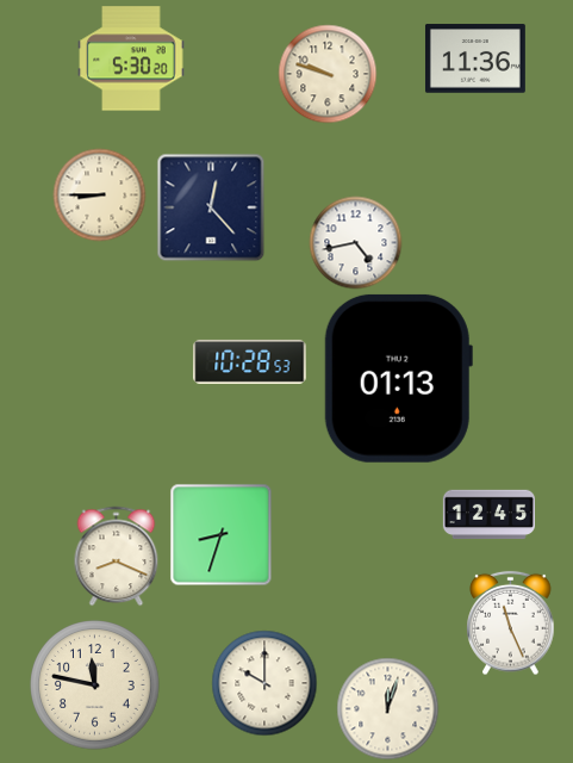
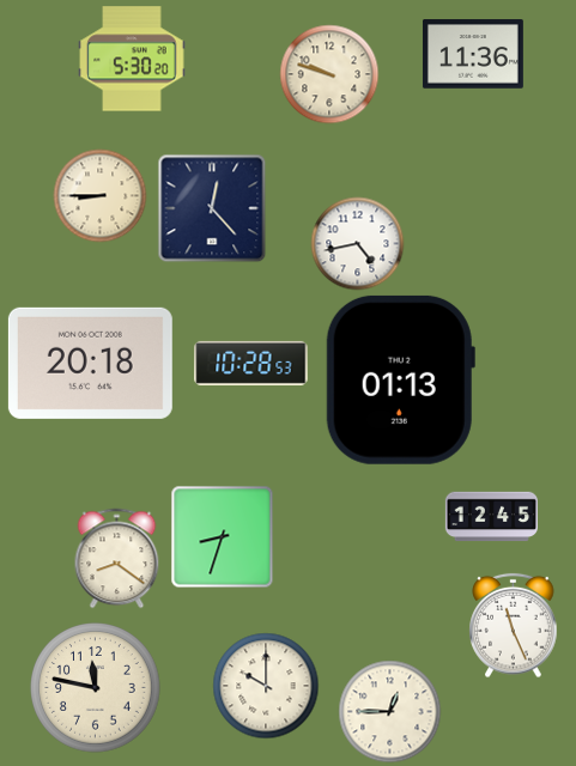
clock at (475, 58) position: (475, 58) -> (473, 54)
clock at (90, 363): none -> 20:18
clock at (117, 556): 8:19 -> 8:21
clock at (387, 708): 12:03 -> 12:45
